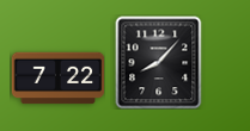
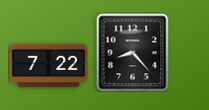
clock at (159, 62): 8:07 -> 8:23
